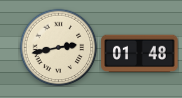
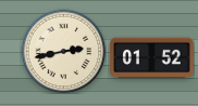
clock at (140, 54): 01:48 -> 01:52
